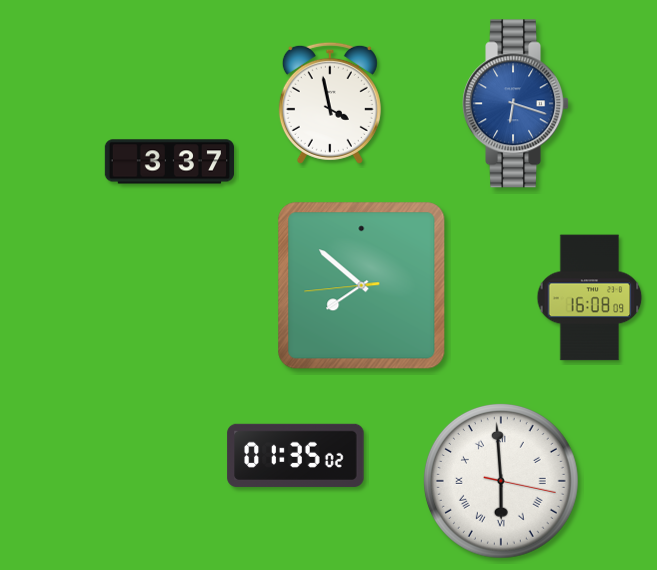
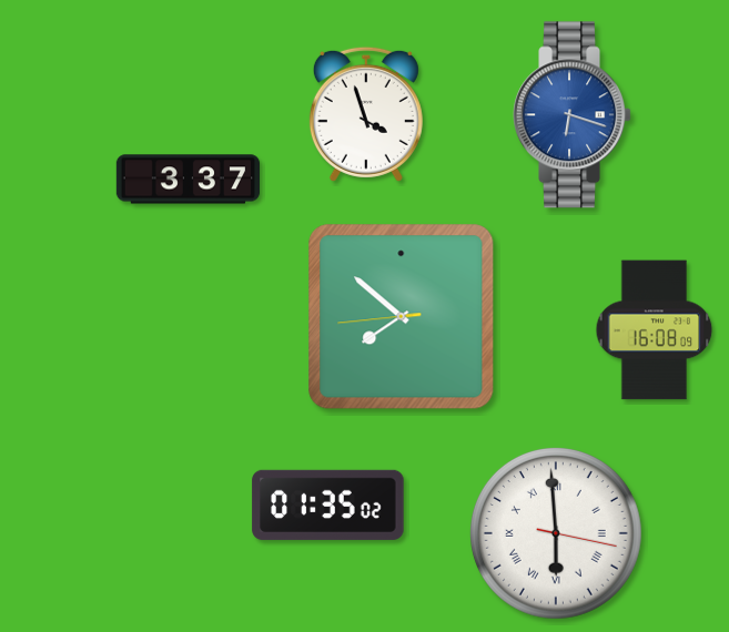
clock at (330, 103): 3:58 -> 3:57
